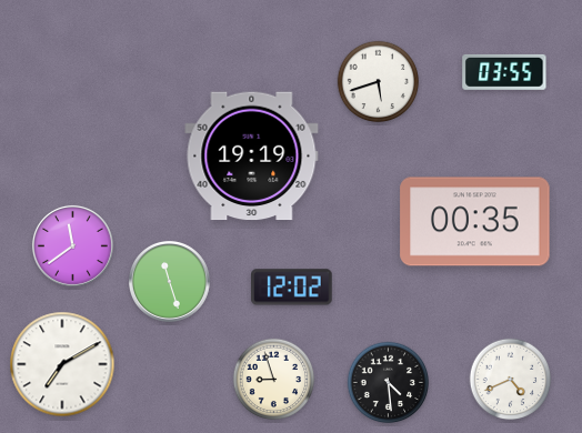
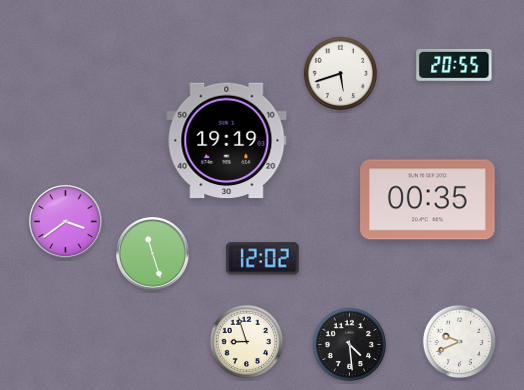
clock at (504, 72): 03:55 -> 20:55
clock at (72, 245): 11:39 -> 3:39
clock at (62, 364): 7:10 -> none
clock at (511, 380): 4:41 -> 9:41
